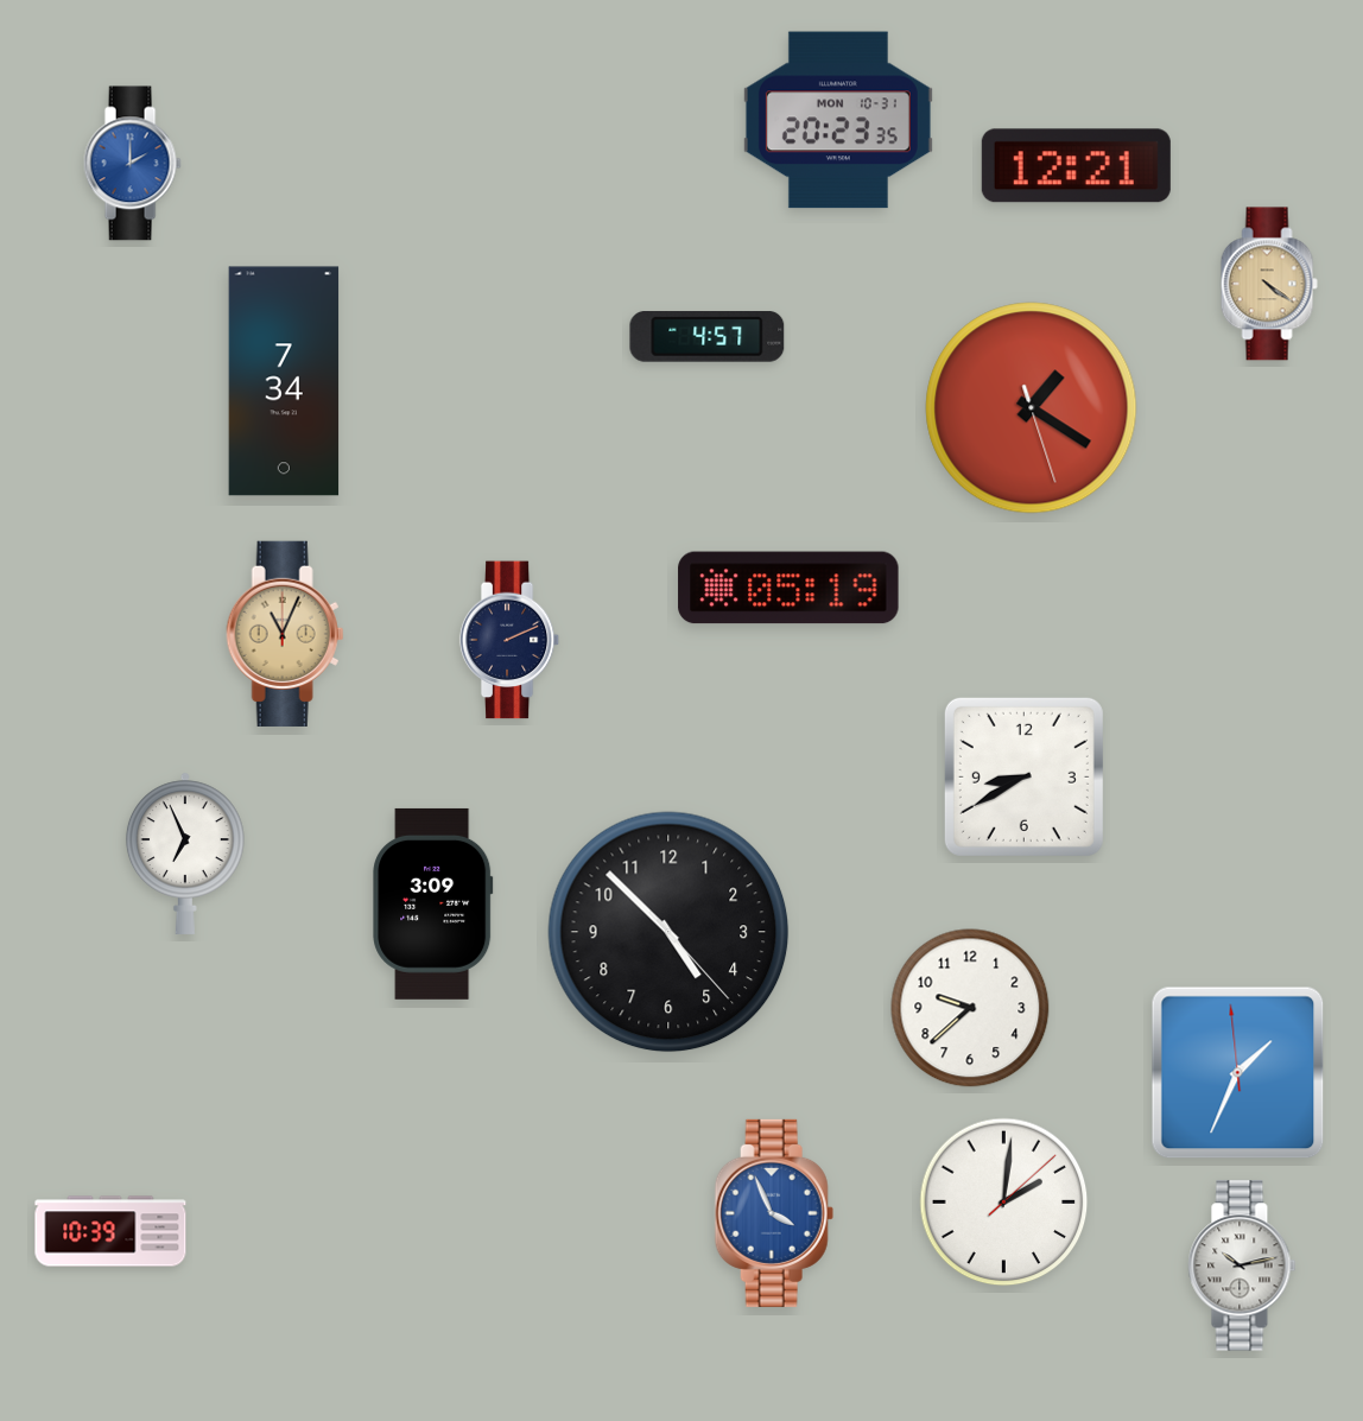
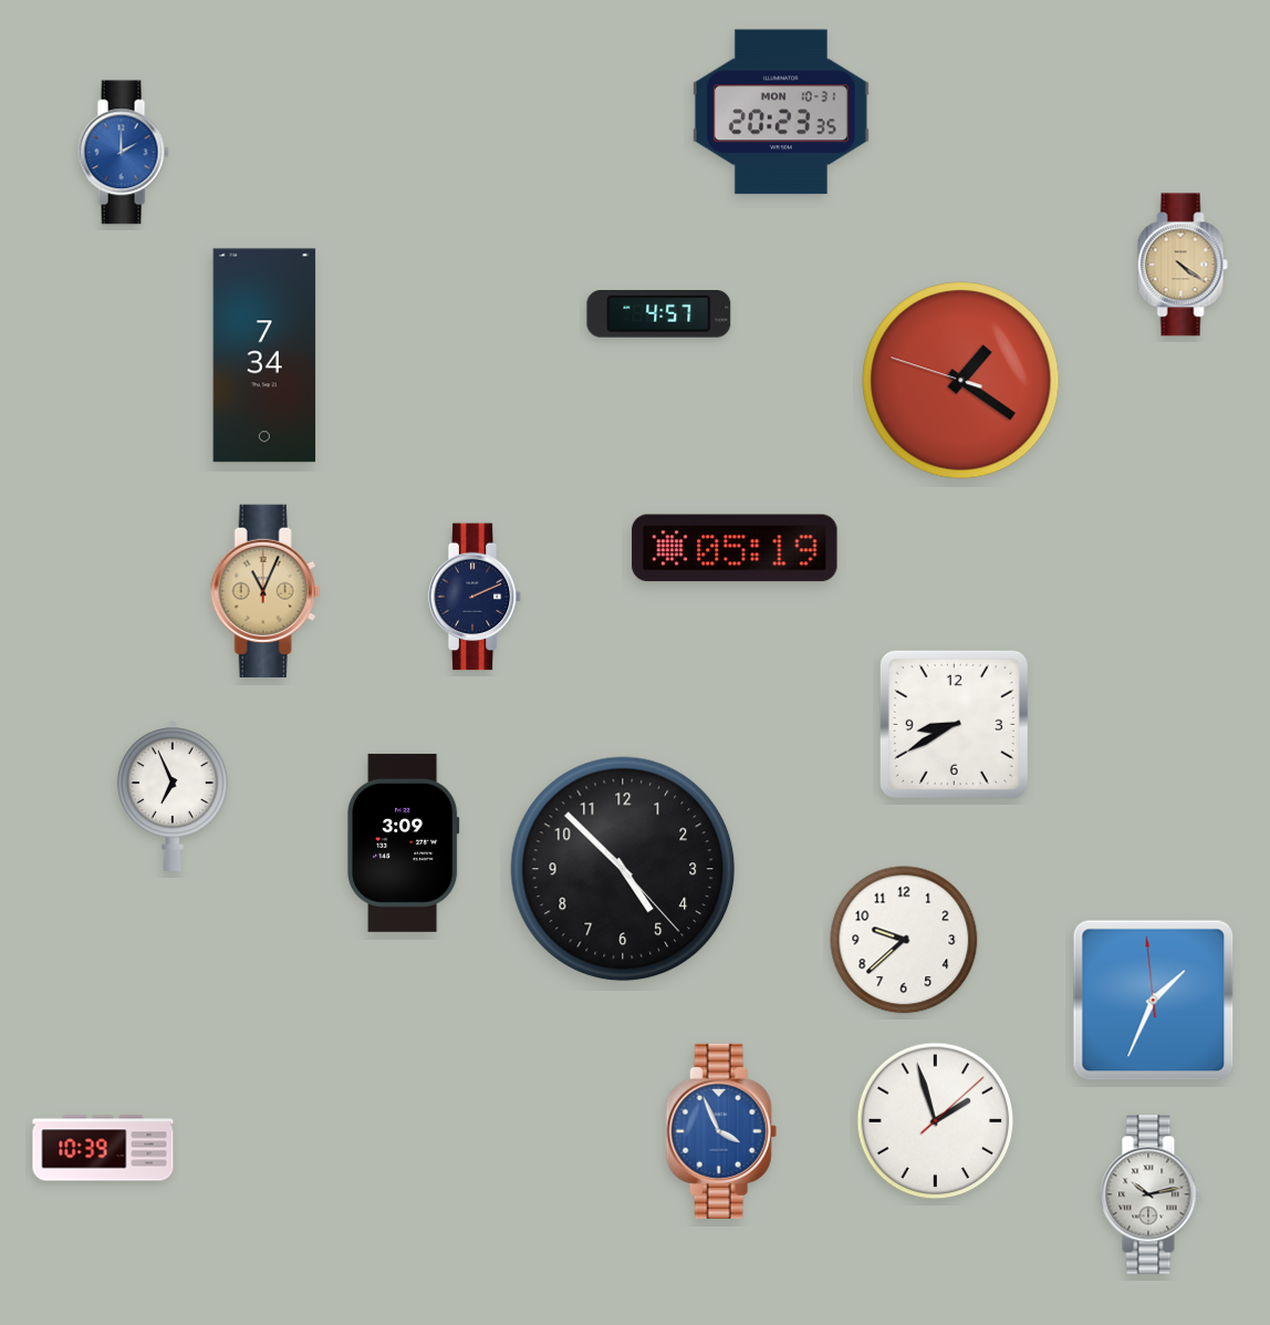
clock at (1076, 166): 12:21 -> none
clock at (1032, 408): 1:20:27 -> 1:20:48
clock at (1004, 1203): 2:01 -> 1:57
clock at (1242, 1265) position: (1242, 1265) -> (1151, 1194)
